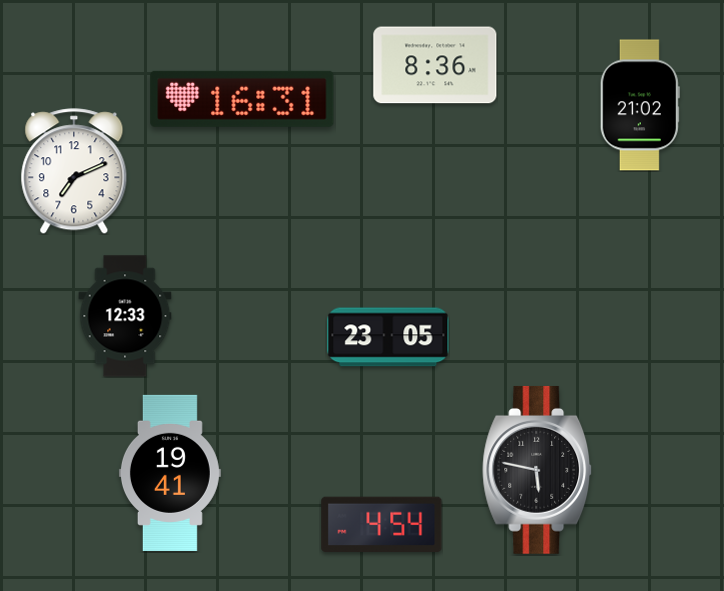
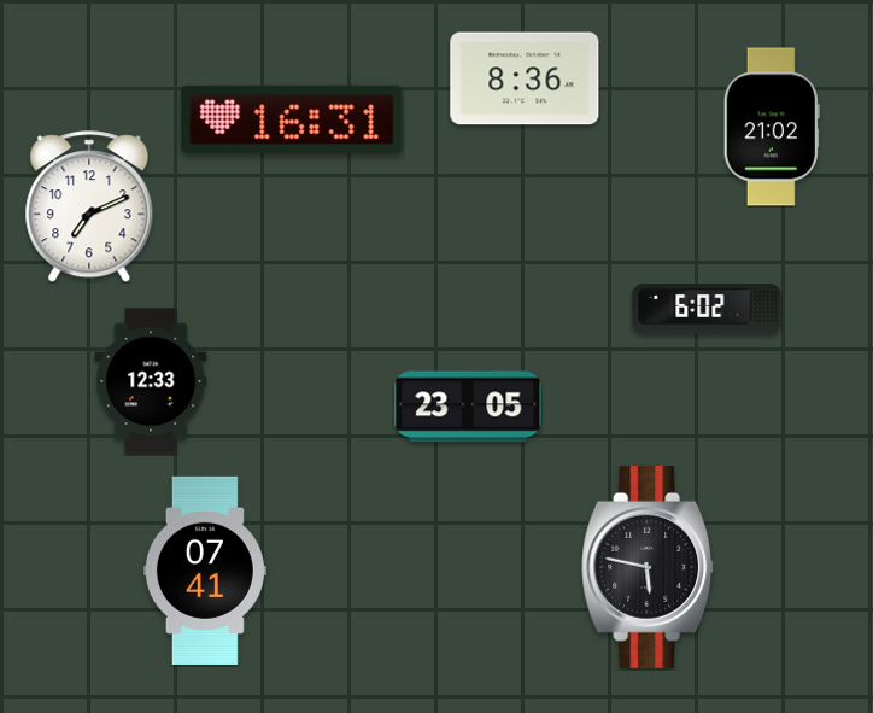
clock at (707, 309): none -> 6:02
clock at (170, 473): 19:41 -> 07:41
clock at (382, 524): 4:54 -> none
